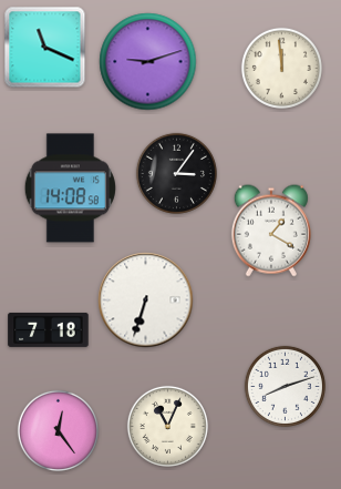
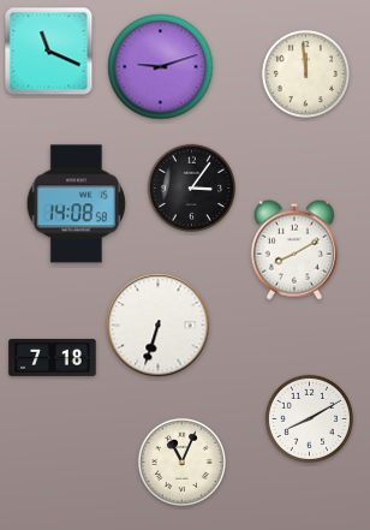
clock at (271, 231): 1:20 -> 8:10
clock at (285, 386): 8:12 -> 8:10
clock at (58, 430): 12:24 -> none
